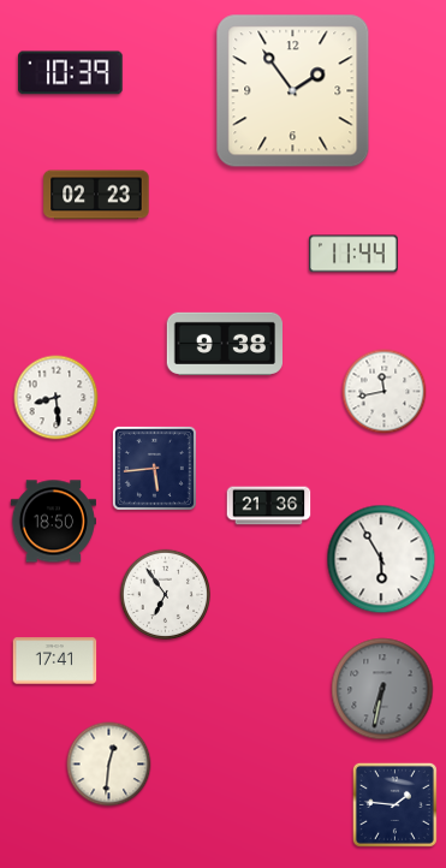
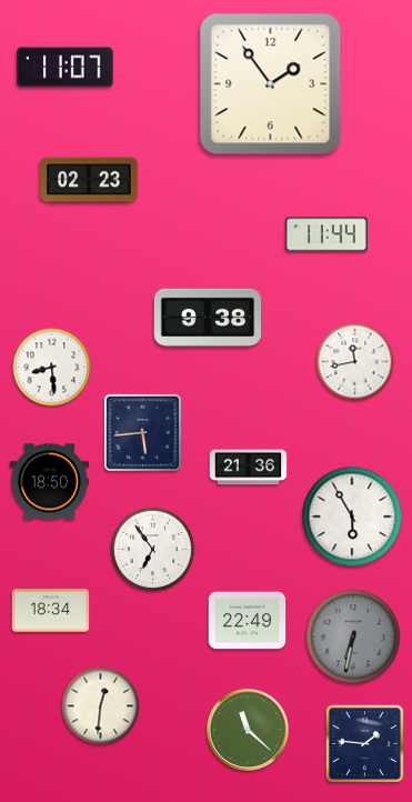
clock at (71, 73): 10:39 -> 11:07
clock at (55, 661): 17:41 -> 18:34
clock at (248, 621): none -> 22:49
clock at (248, 730): none -> 11:22
